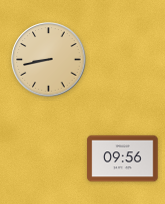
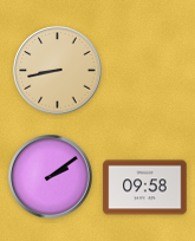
clock at (51, 177): none -> 2:09
clock at (123, 159): 09:56 -> 09:58
